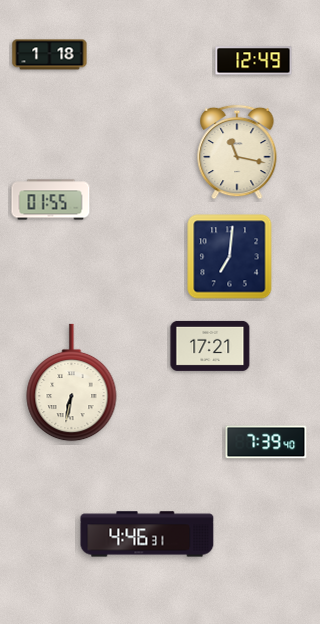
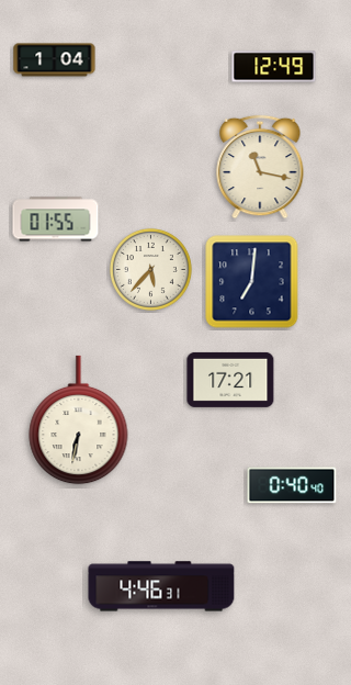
clock at (50, 55): 1:18 -> 1:04
clock at (254, 61) position: (254, 61) -> (274, 67)
clock at (150, 269): none -> 5:37
clock at (266, 442): 7:39 -> 0:40
